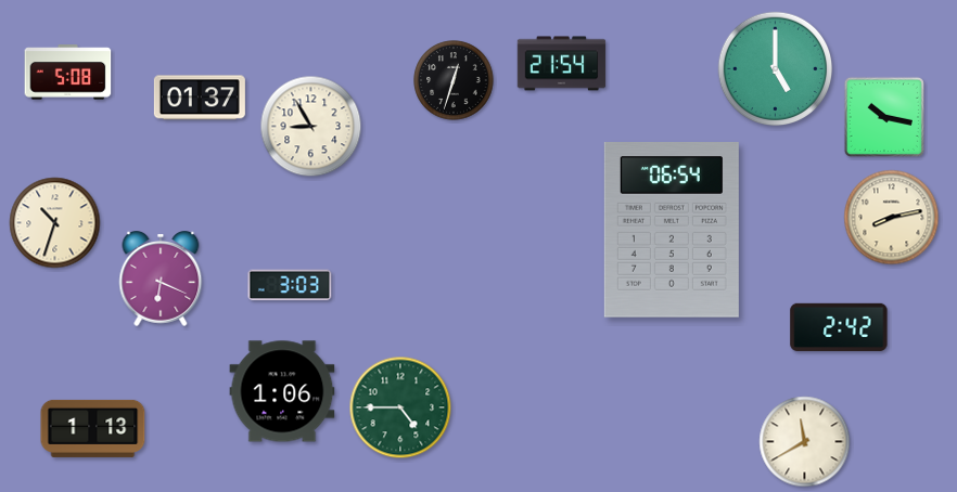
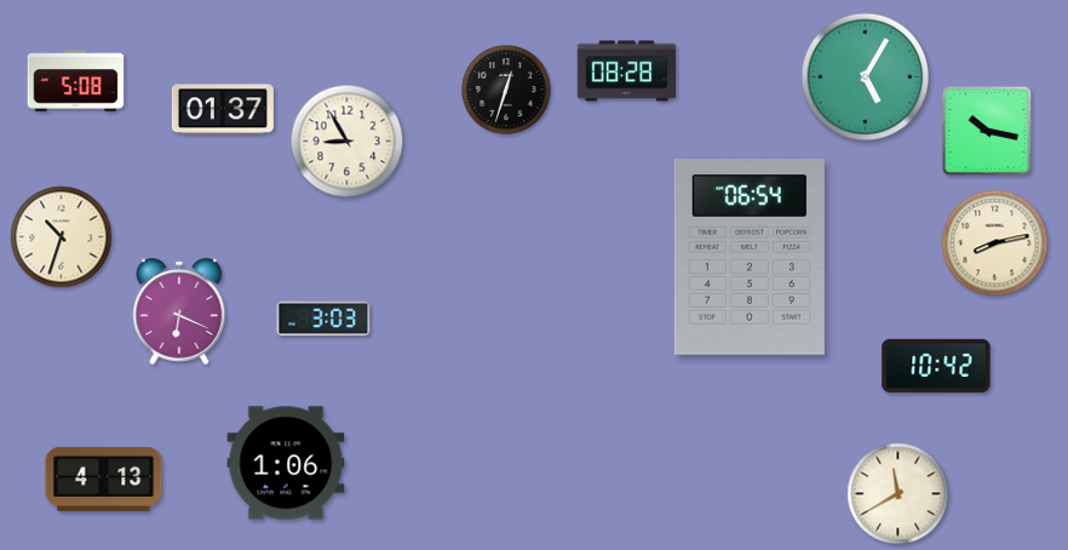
clock at (562, 64): 21:54 -> 08:28
clock at (776, 69): 5:00 -> 5:05
clock at (55, 223) position: (55, 223) -> (62, 237)
clock at (839, 326): 2:42 -> 10:42
clock at (282, 391) position: (282, 391) -> (286, 463)
clock at (400, 407): 4:45 -> none
clock at (93, 428): 1:13 -> 4:13
